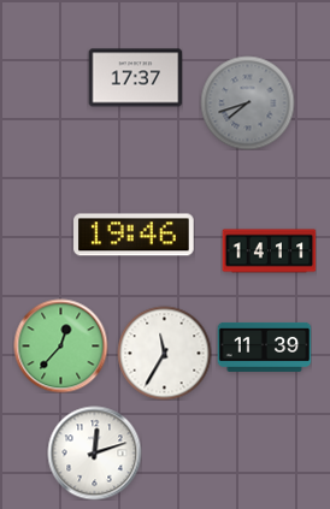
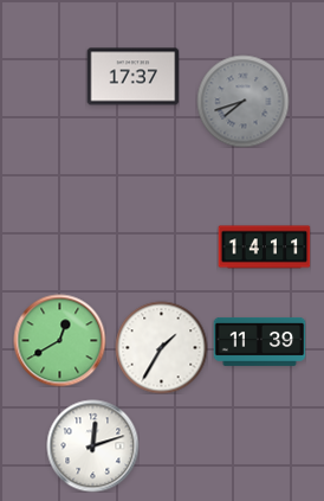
clock at (134, 235): 19:46 -> none
clock at (60, 345): 12:37 -> 12:40
clock at (164, 353): 11:35 -> 1:35
